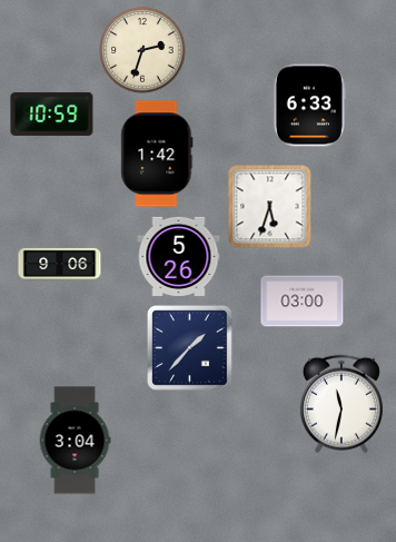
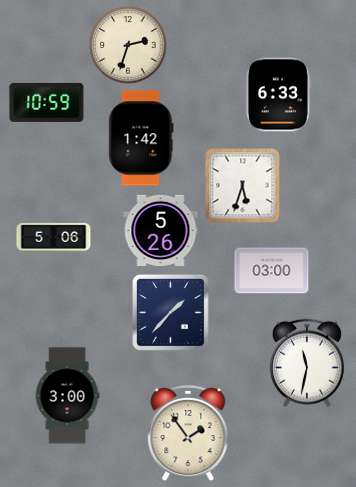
clock at (60, 264): 9:06 -> 5:06
clock at (75, 441): 3:04 -> 3:00
clock at (188, 433): none -> 1:54
